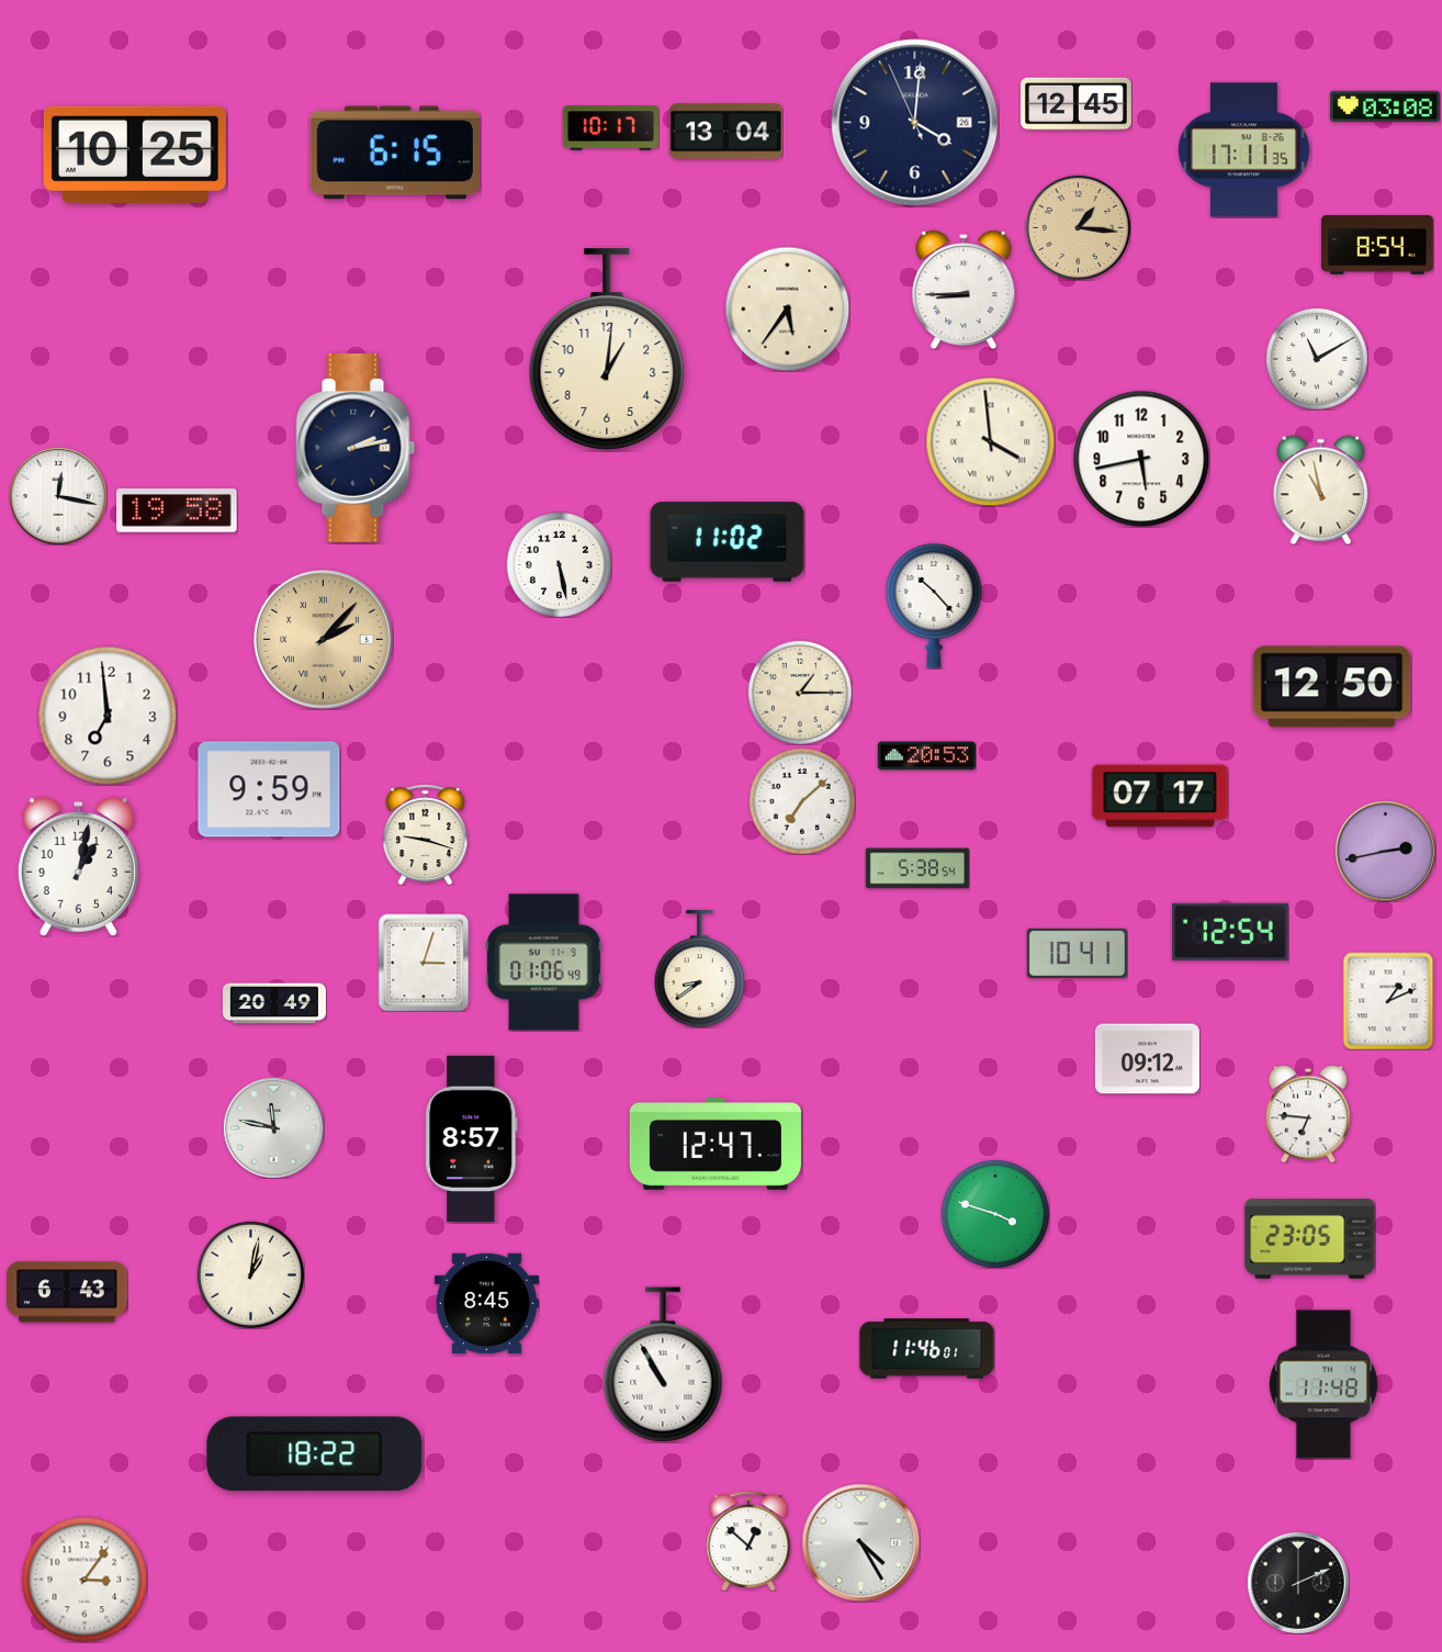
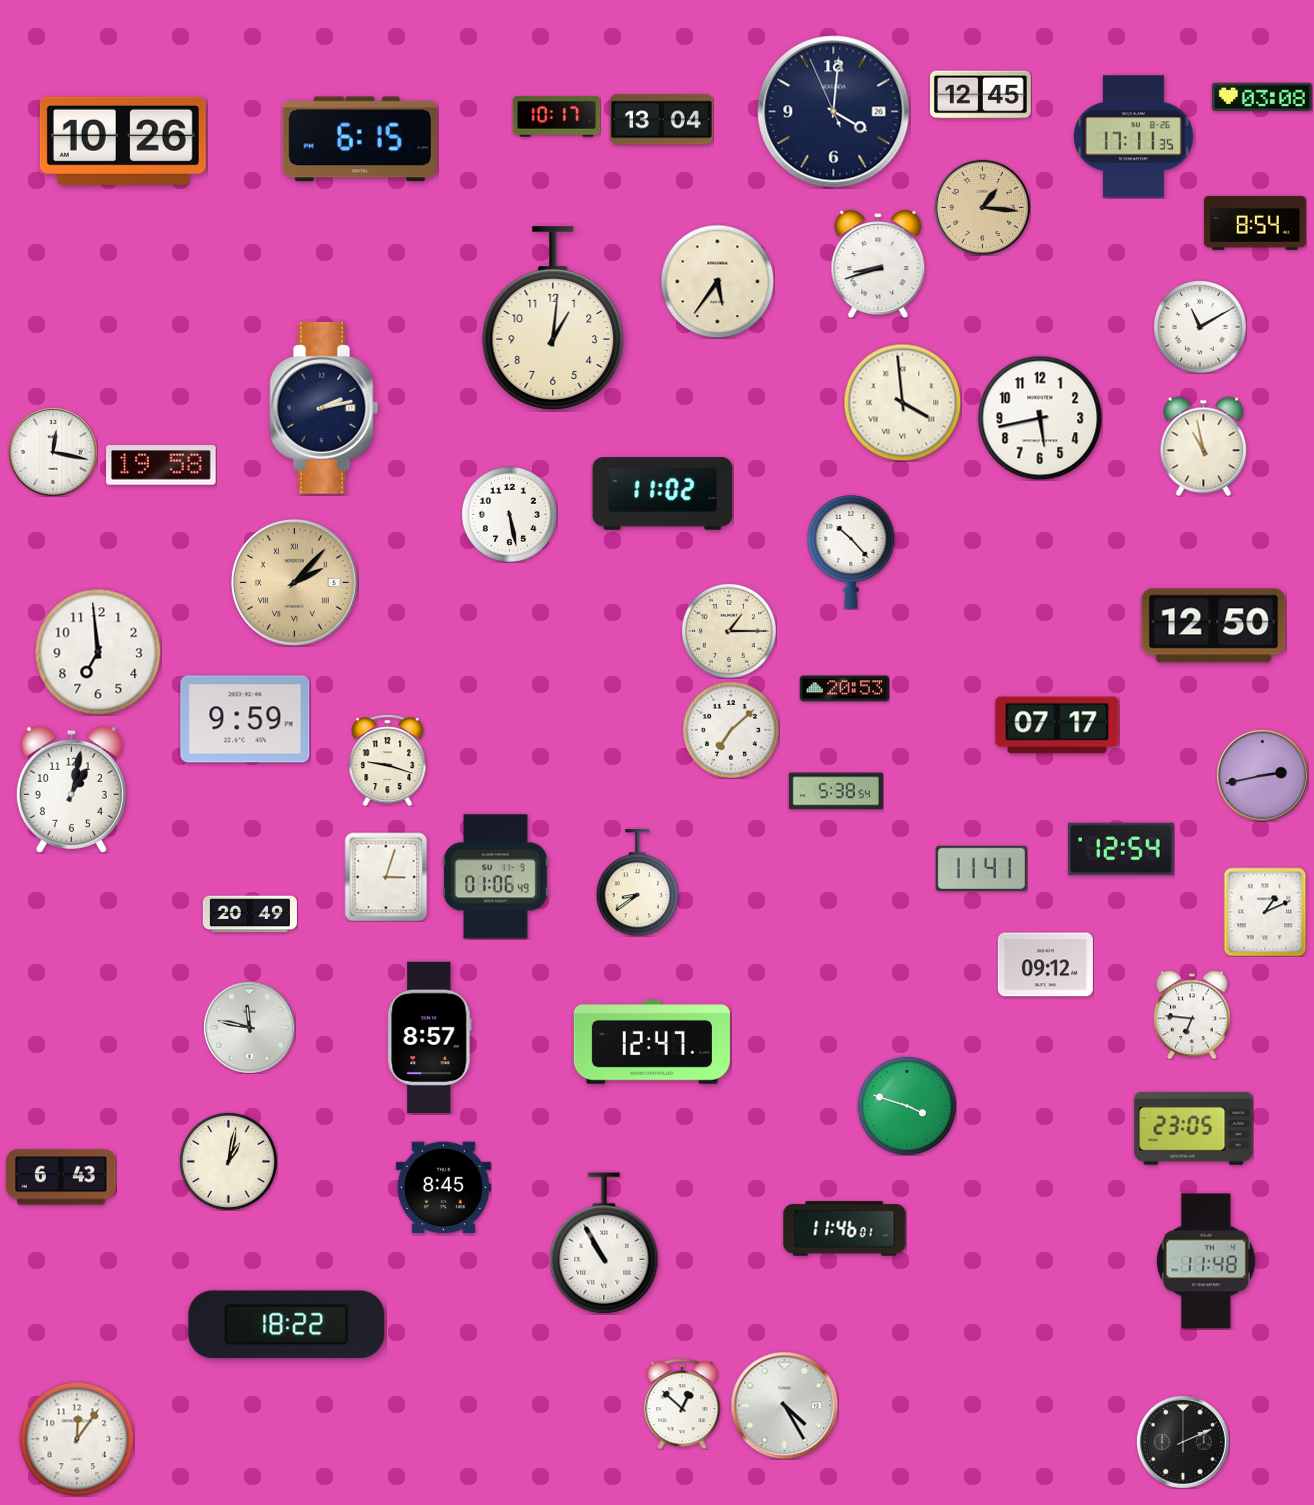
clock at (135, 155): 10:25 -> 10:26
clock at (964, 290): 8:45 -> 8:42
clock at (1077, 953): 10:41 -> 11:41
clock at (85, 1580): 3:06 -> 12:06
